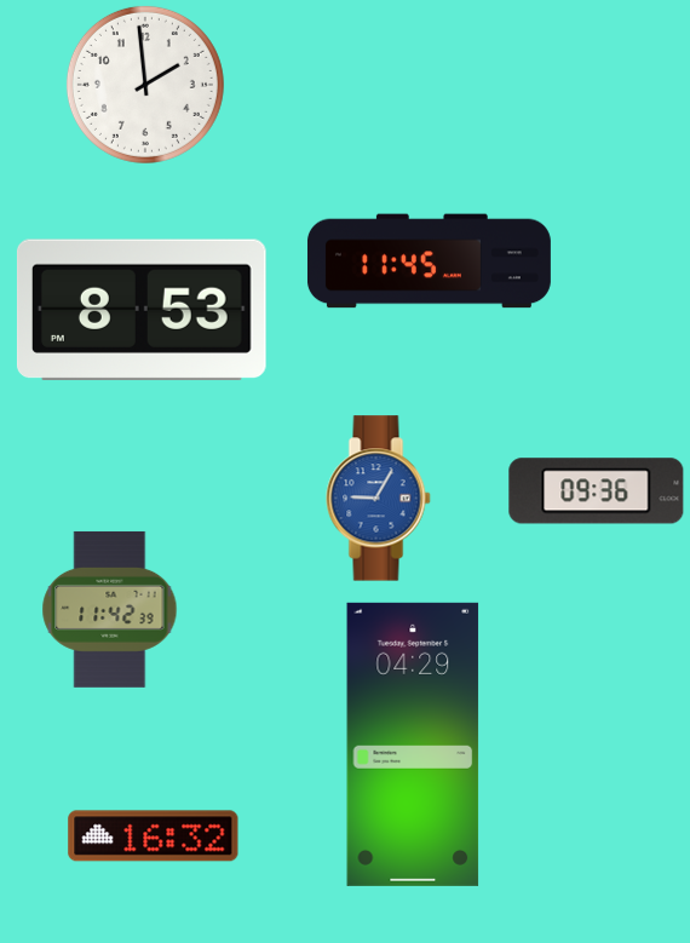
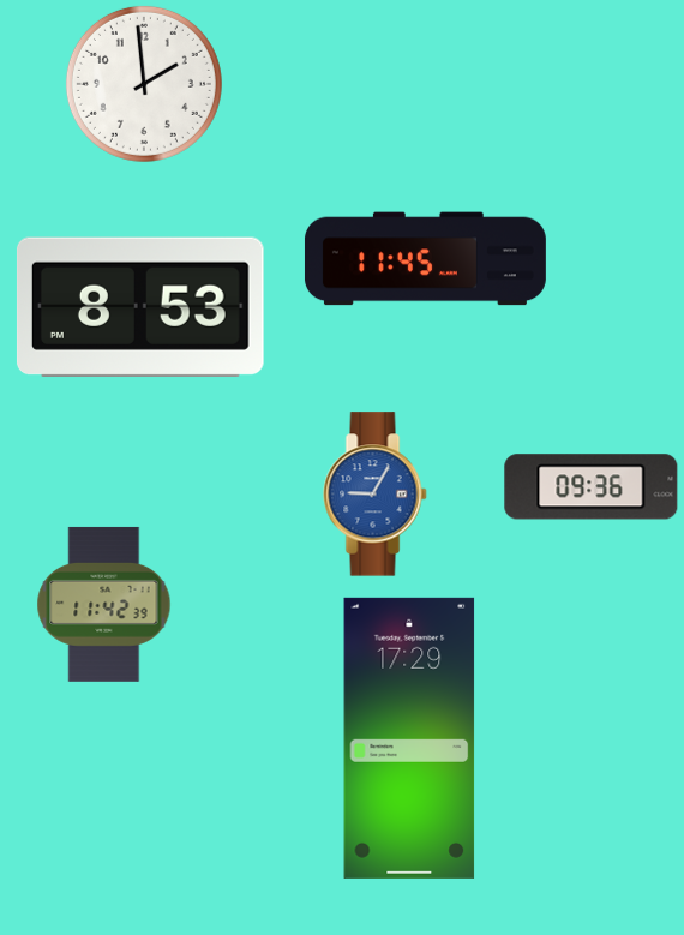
clock at (110, 609) position: (110, 609) -> (104, 604)
clock at (413, 744): 04:29 -> 17:29
clock at (154, 836): 16:32 -> none
